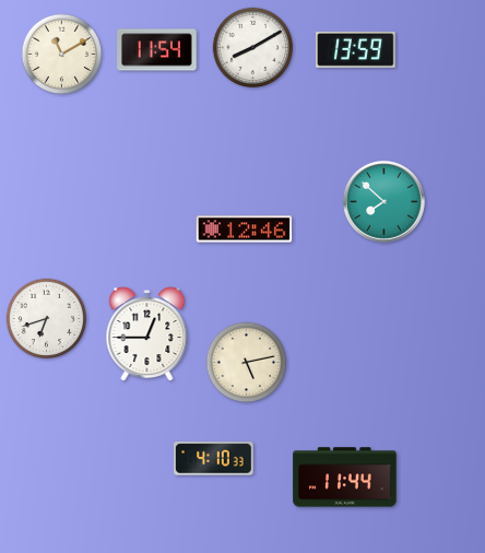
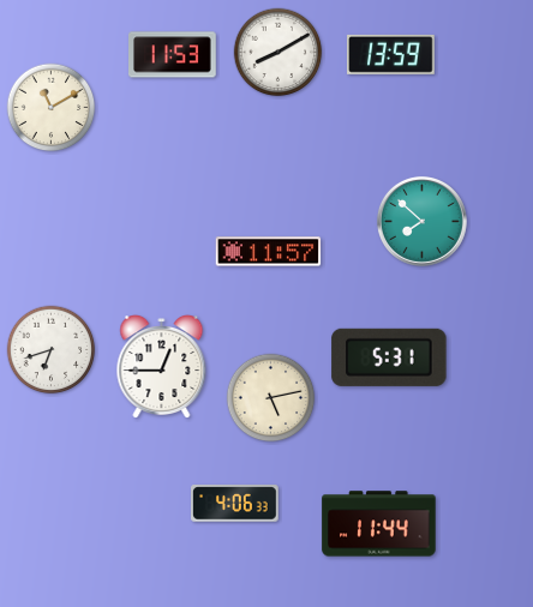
clock at (157, 50): 11:54 -> 11:53
clock at (62, 55) position: (62, 55) -> (52, 108)
clock at (245, 230): 12:46 -> 11:57
clock at (389, 357): none -> 5:31
clock at (214, 459): 4:10 -> 4:06
